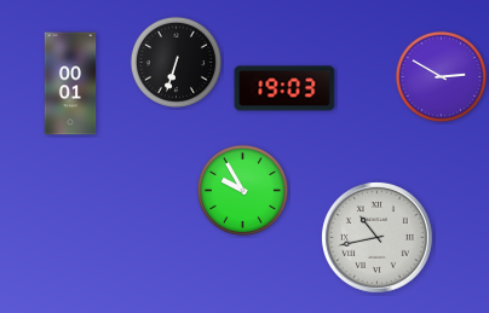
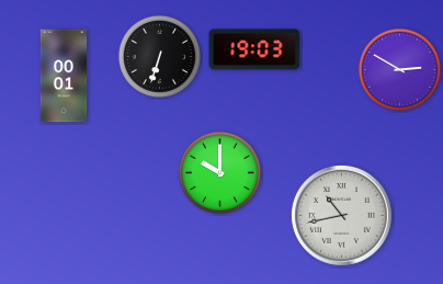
clock at (284, 88) position: (284, 88) -> (254, 49)
clock at (242, 190): 9:55 -> 10:00
